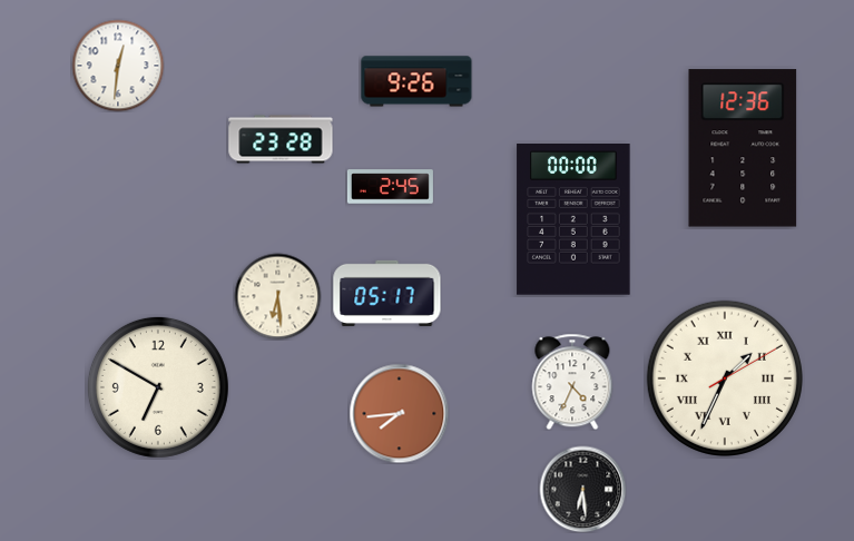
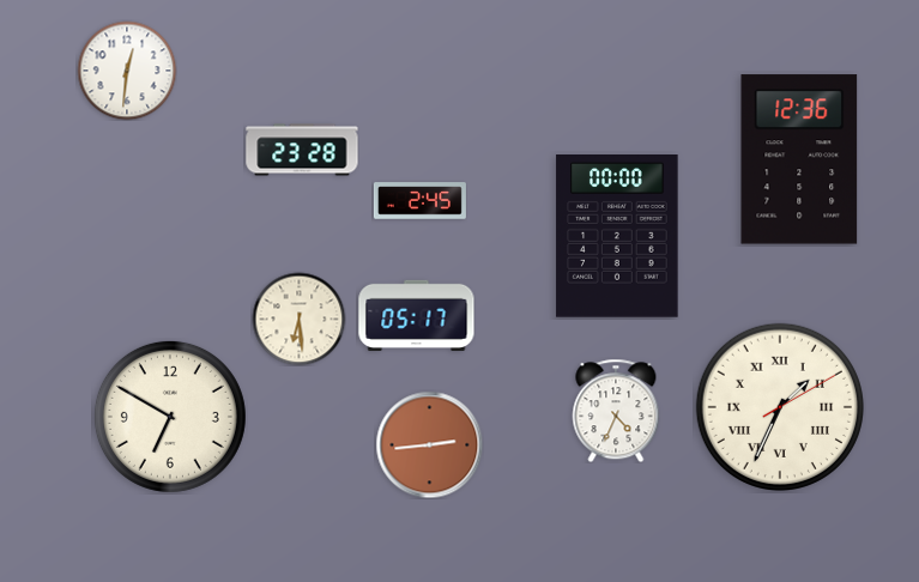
clock at (416, 81): 9:26 -> none
clock at (399, 413): 7:44 -> 2:44
clock at (582, 489): 6:29 -> none
